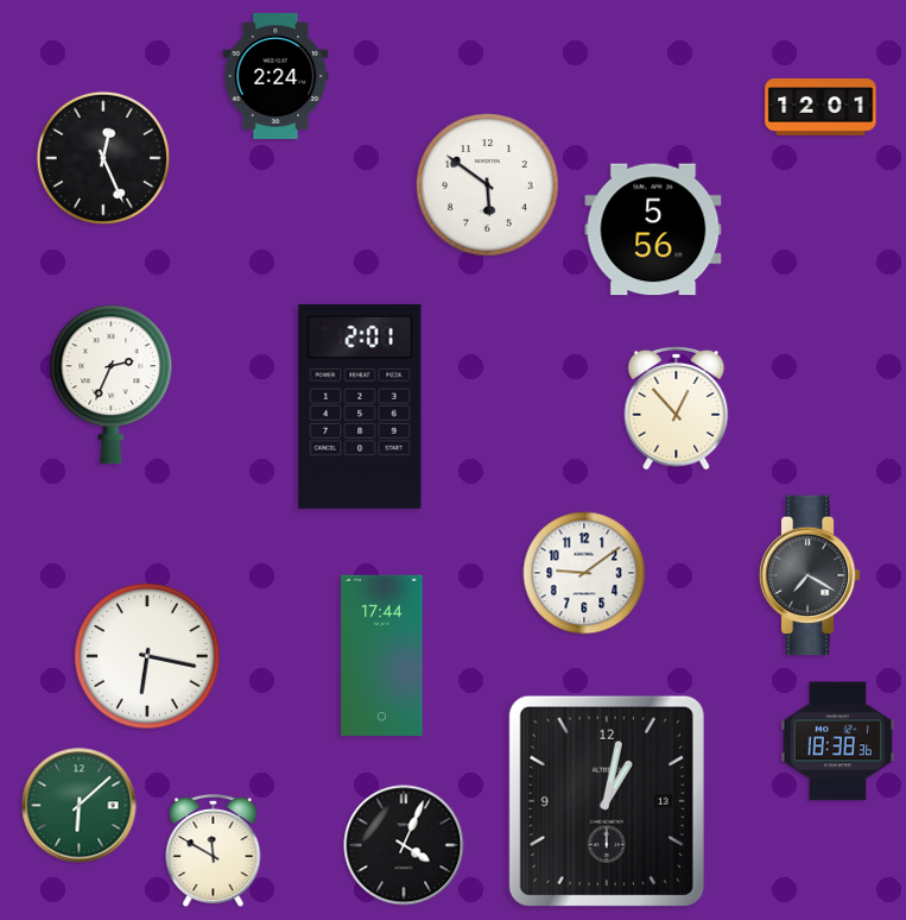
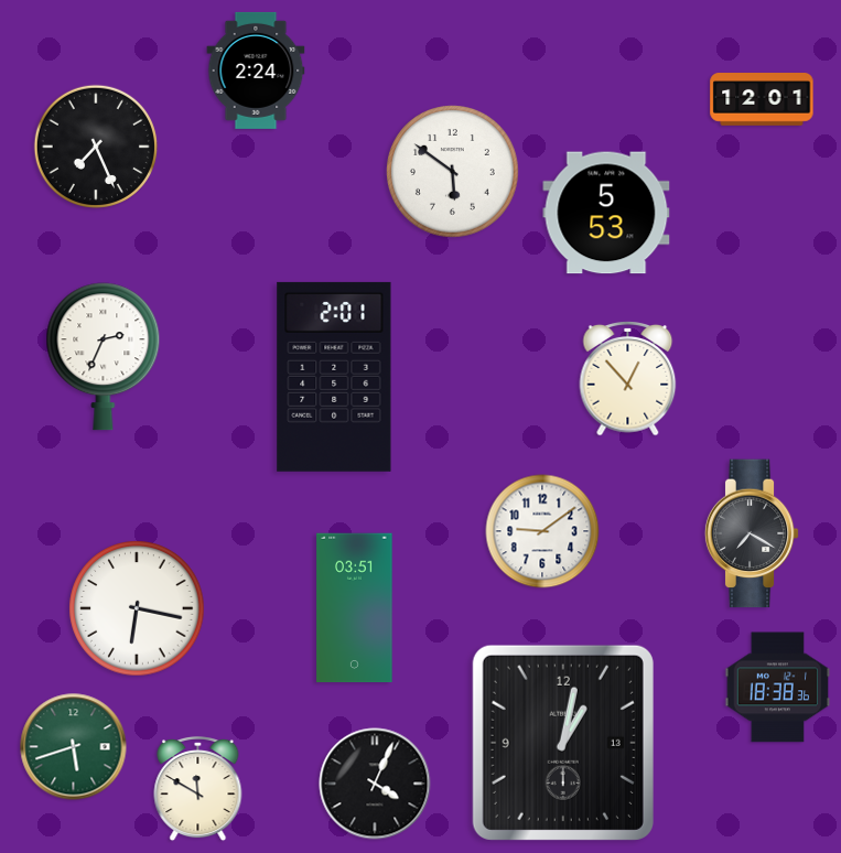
clock at (103, 158): 12:26 -> 7:26
clock at (653, 229): 5:56 -> 5:53
clock at (382, 656): 17:44 -> 03:51
clock at (80, 806): 6:08 -> 5:42
